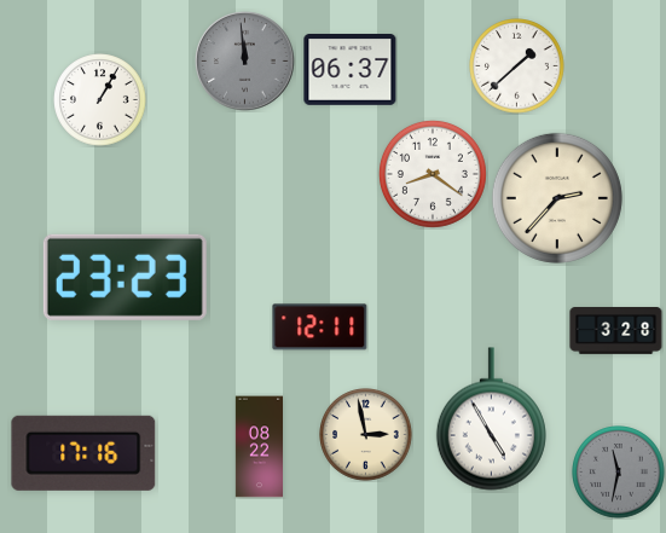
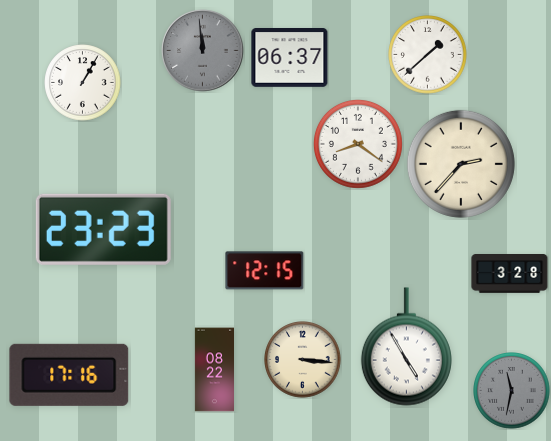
clock at (320, 328): 12:11 -> 12:15
clock at (366, 435): 2:58 -> 3:16
